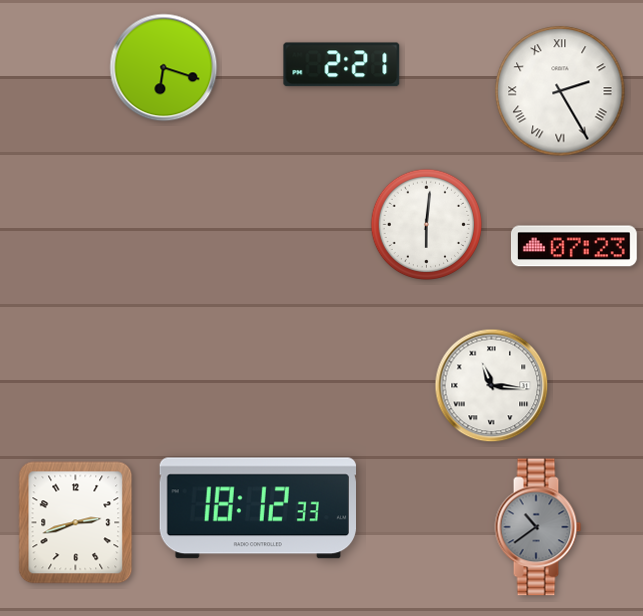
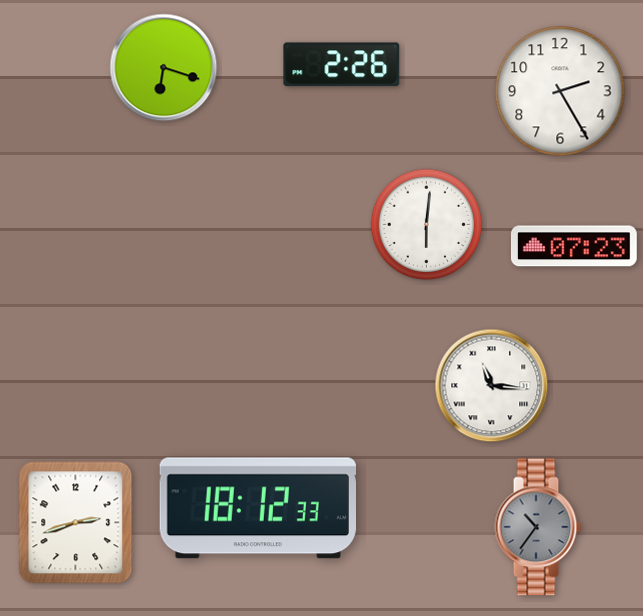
clock at (342, 65): 2:21 -> 2:26
clock at (560, 91) numerals: Roman -> Arabic
clock at (538, 527): 10:39 -> 10:36
